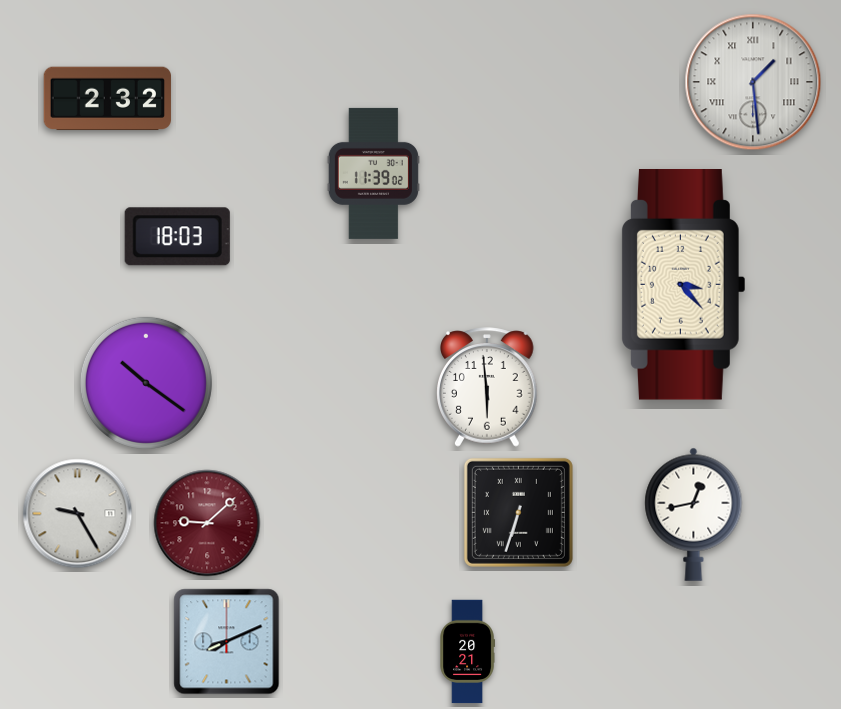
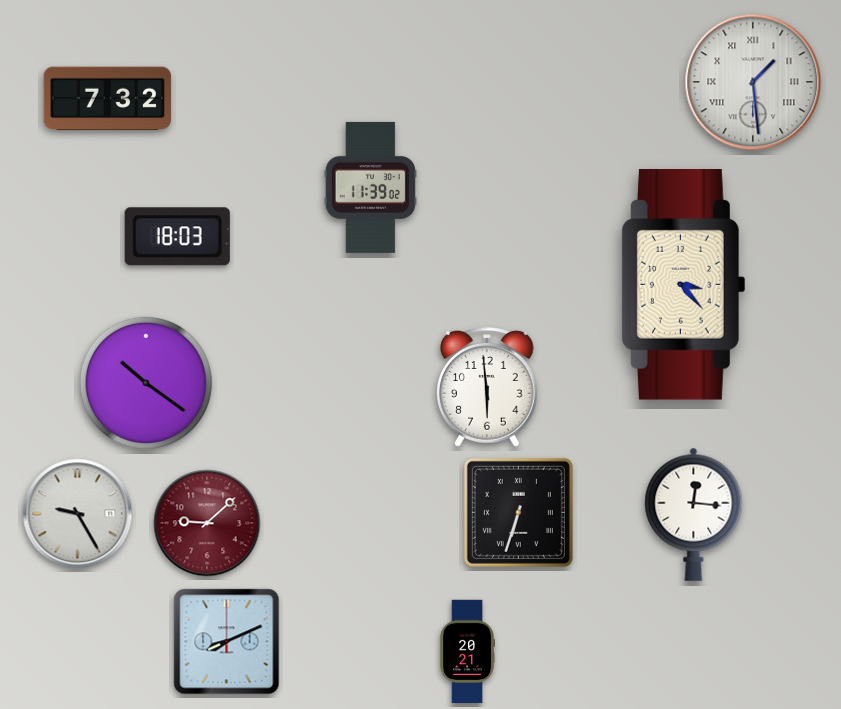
clock at (107, 99): 2:32 -> 7:32
clock at (373, 173) position: (373, 173) -> (370, 187)
clock at (694, 514): 12:43 -> 12:16
